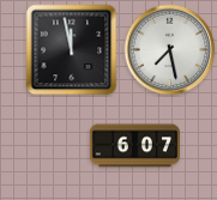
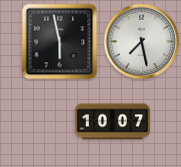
clock at (72, 50): 11:58 -> 5:58
clock at (134, 146): 6:07 -> 10:07
